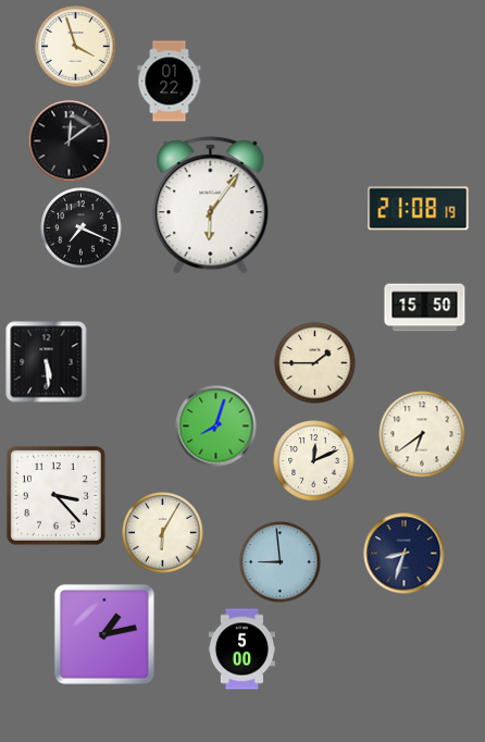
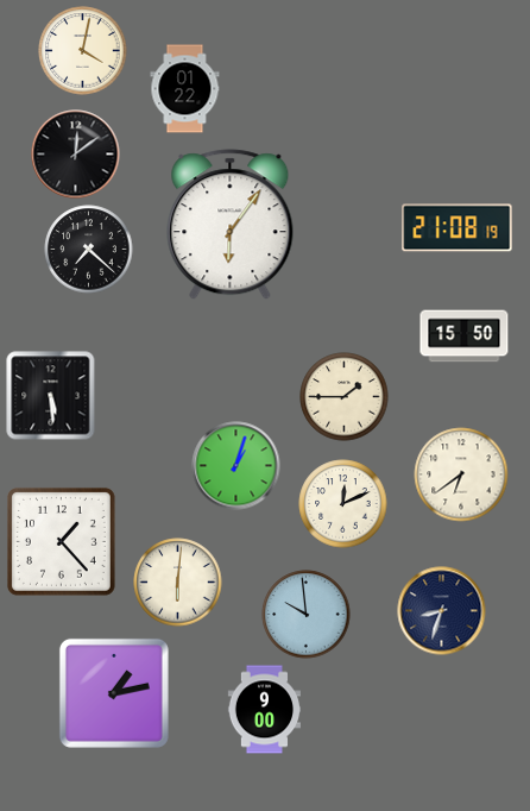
clock at (76, 47): 3:57 -> 4:02
clock at (82, 228): 7:19 -> 7:22
clock at (216, 426): 8:03 -> 1:03
clock at (55, 495): 3:23 -> 1:23
clock at (163, 533): 6:05 -> 6:01
clock at (405, 554) position: (405, 554) -> (442, 611)
clock at (281, 562): 8:59 -> 9:59
clock at (241, 650): 5:00 -> 9:00
